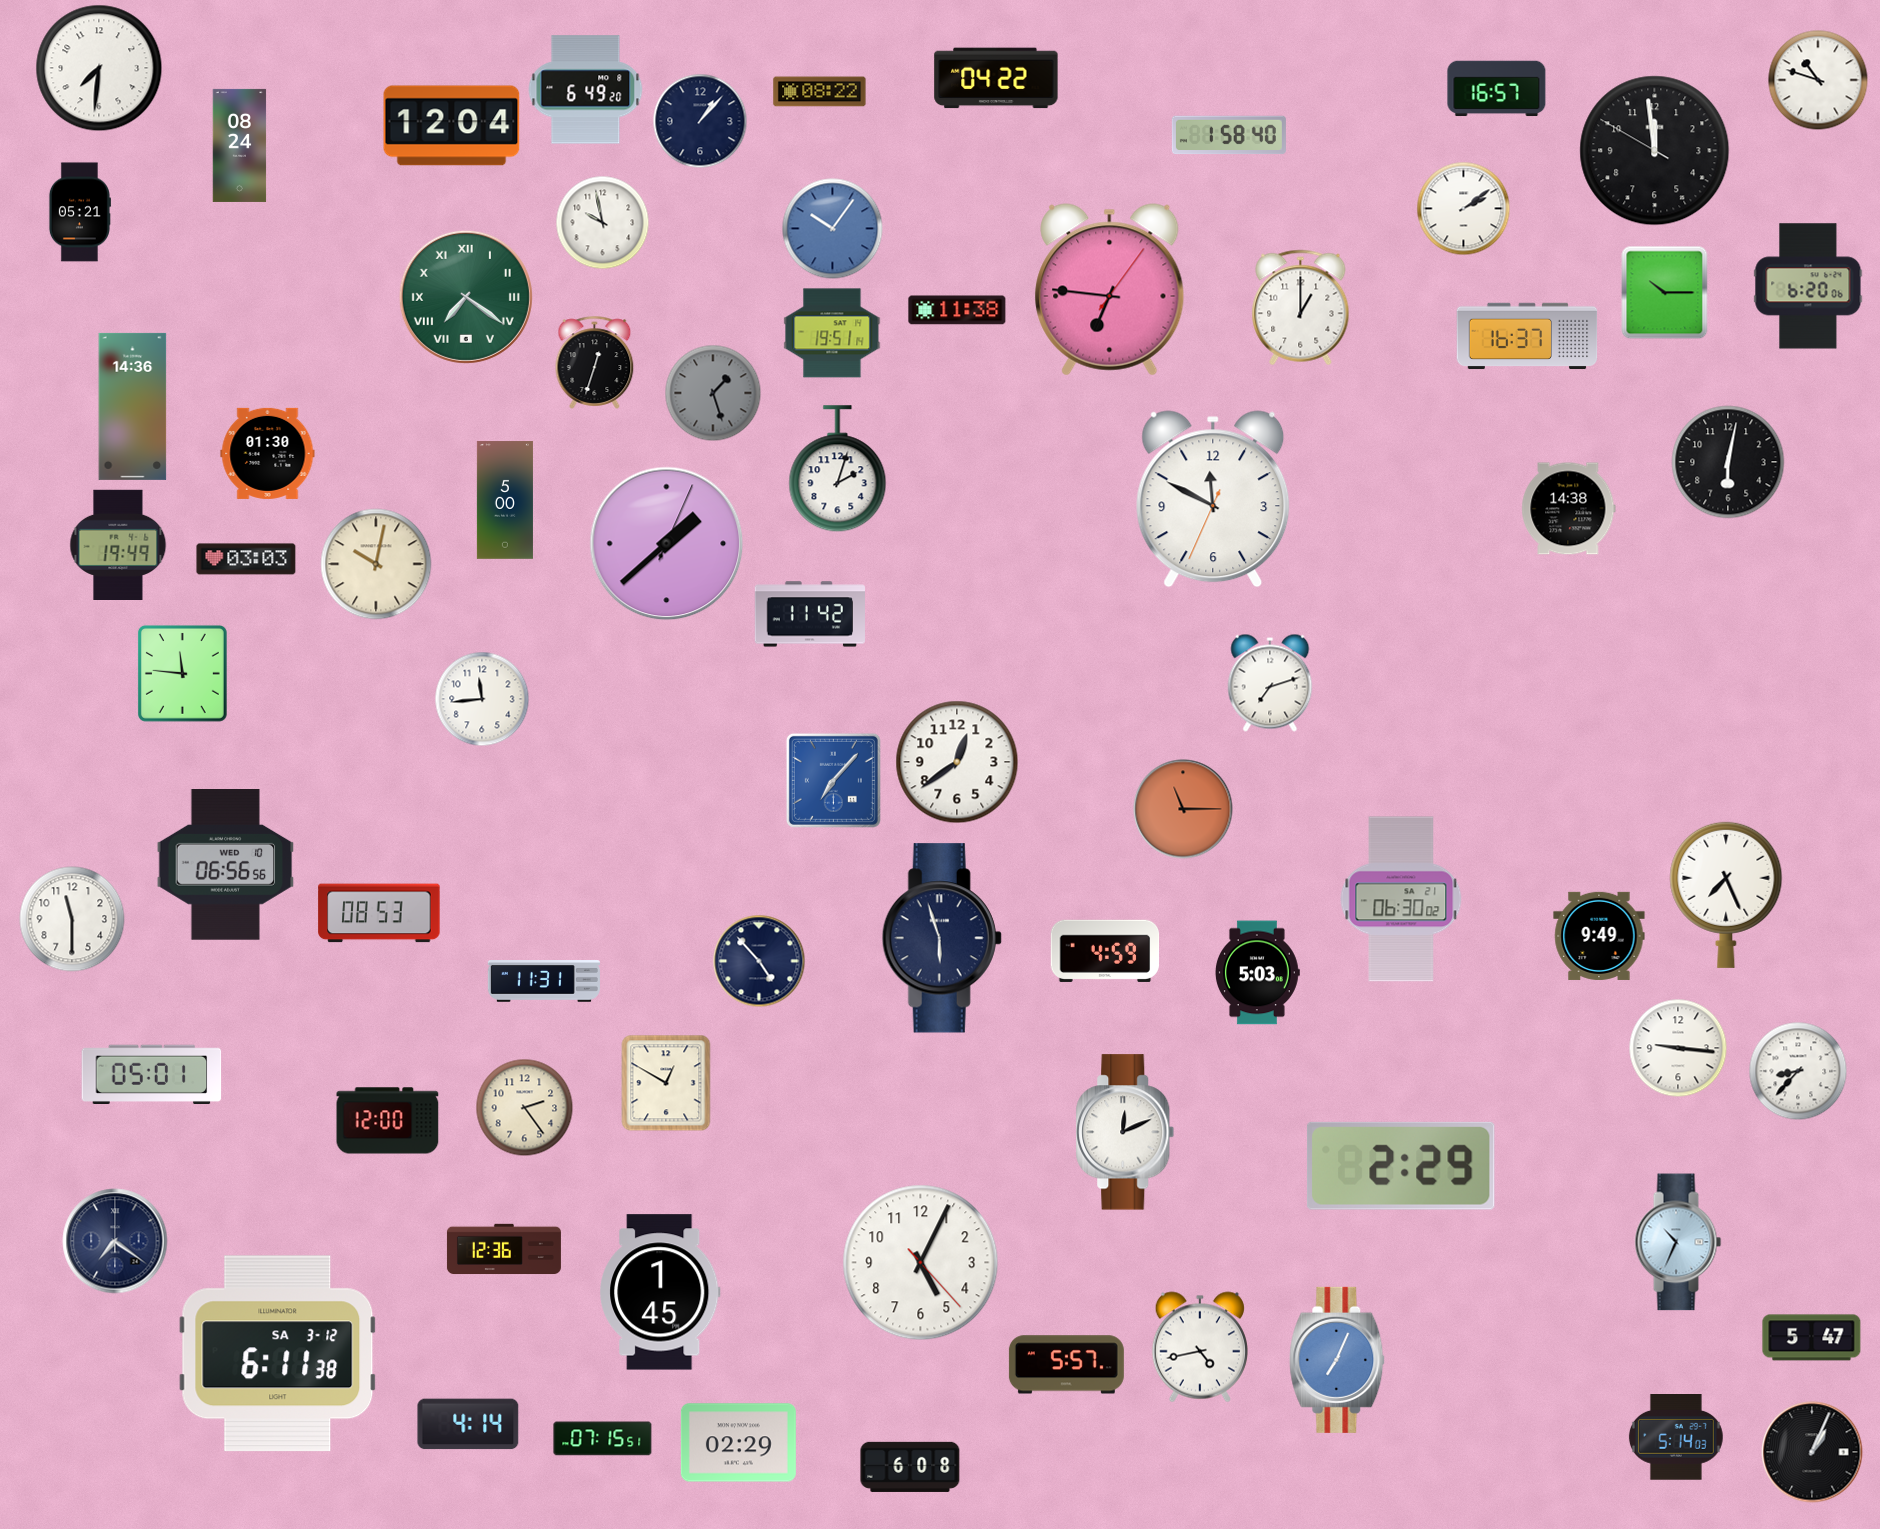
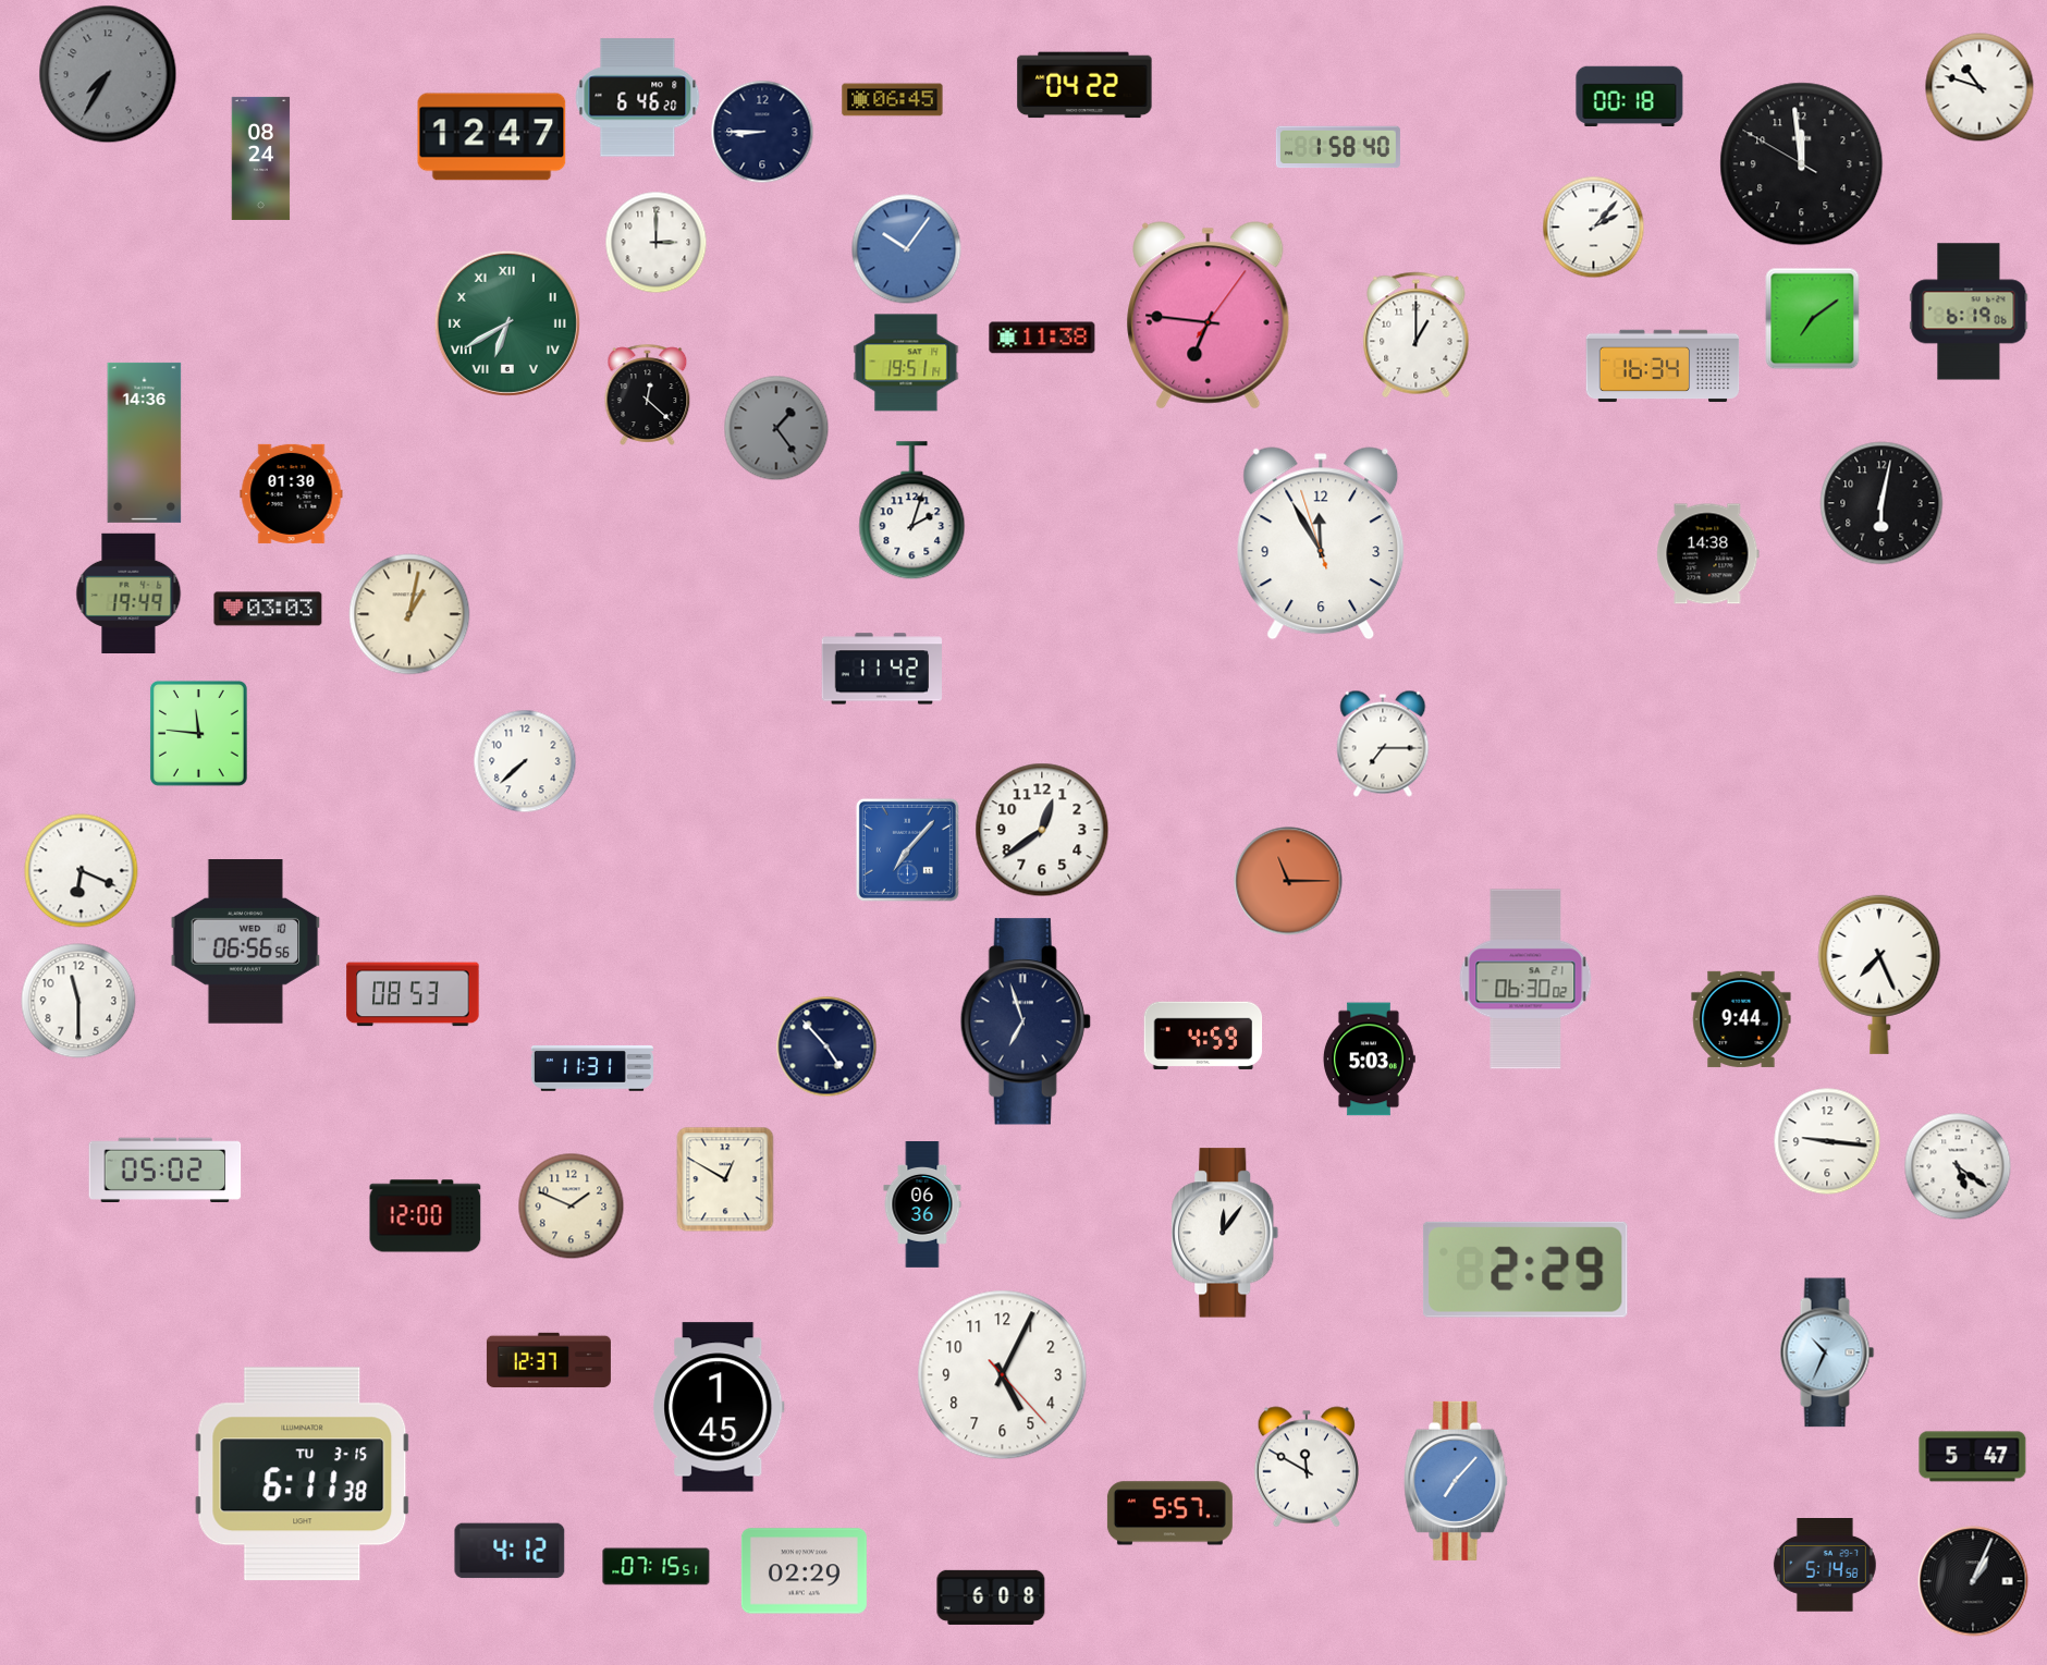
clock at (99, 68): 7:31 -> 7:35
clock at (99, 68) dial: white -> grey
clock at (1497, 89): 16:57 -> 00:18
clock at (586, 90): 6:49 -> 6:46
clock at (820, 92): 08:22 -> 06:45
clock at (700, 121): 1:07 -> 8:45
clock at (452, 126): 12:04 -> 12:47
clock at (1464, 209): 2:09 -> 2:07
clock at (79, 212): 05:21 -> none
clock at (603, 223): 9:58 -> 3:00
clock at (1808, 286): 6:20 -> 6:19
clock at (1665, 293): 10:15 -> 7:09
clock at (466, 297): 7:21 -> 6:40
clock at (1527, 336): 16:37 -> 16:34
clock at (595, 362): 12:33 -> 12:22
clock at (713, 393): 1:27 -> 1:24
clock at (1213, 499): 11:49 -> 11:54
clock at (505, 500): 5:00 -> none
clock at (667, 544): 1:38 -> none
clock at (376, 564): 10:02 -> 1:02
clock at (1270, 683): 7:12 -> 7:15
clock at (482, 699): 11:44 -> 7:38
clock at (82, 871): none -> 6:19
clock at (1599, 936): 9:49 -> 9:44
clock at (942, 938): 5:57 -> 6:57
clock at (1798, 1071): 8:37 -> 5:21
clock at (152, 1074): 05:01 -> 05:02
clock at (922, 1205): none -> 06:36
clock at (525, 1108): 2:24 -> 1:49
clock at (388, 1121) position: (388, 1121) -> (426, 1216)
clock at (1125, 1132): 12:11 -> 12:06
clock at (115, 1241): 7:21 -> none
clock at (504, 1249): 12:36 -> 12:37
clock at (1200, 1347): 4:43 -> 11:50
clock at (278, 1354) date: SA 3-12 -> TU 3-15
clock at (1337, 1360): 7:04 -> 7:07
clock at (1066, 1365) position: (1066, 1365) -> (1169, 1514)
clock at (468, 1424): 4:14 -> 4:12
clock at (1676, 1438): 5:14:03 -> 5:14:58
